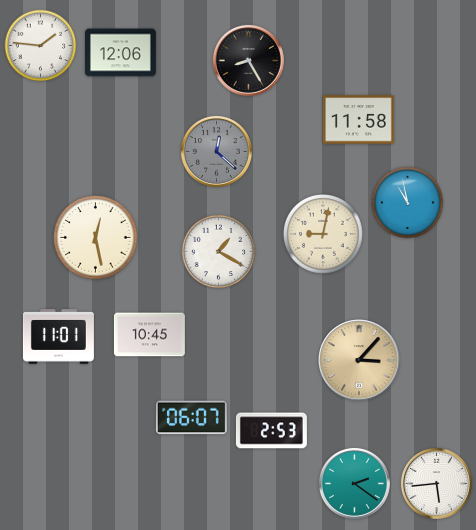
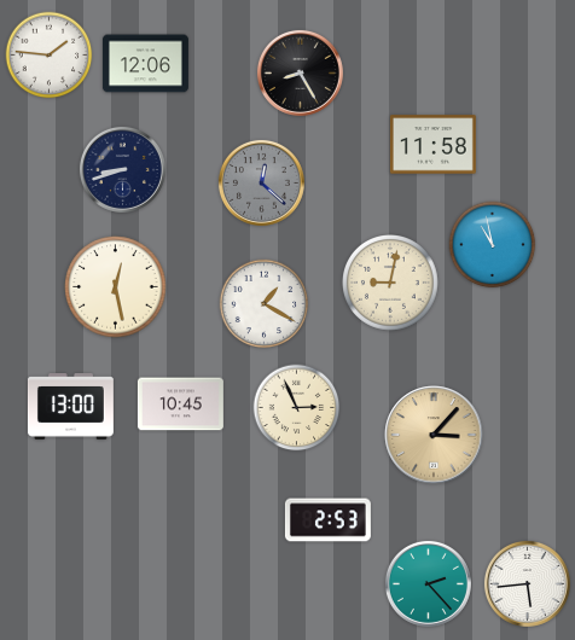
clock at (122, 169): none -> 8:42
clock at (58, 337): 11:01 -> 13:00
clock at (297, 408): none -> 2:56
clock at (191, 418): 06:07 -> none
clock at (354, 483): 2:21 -> 2:23
